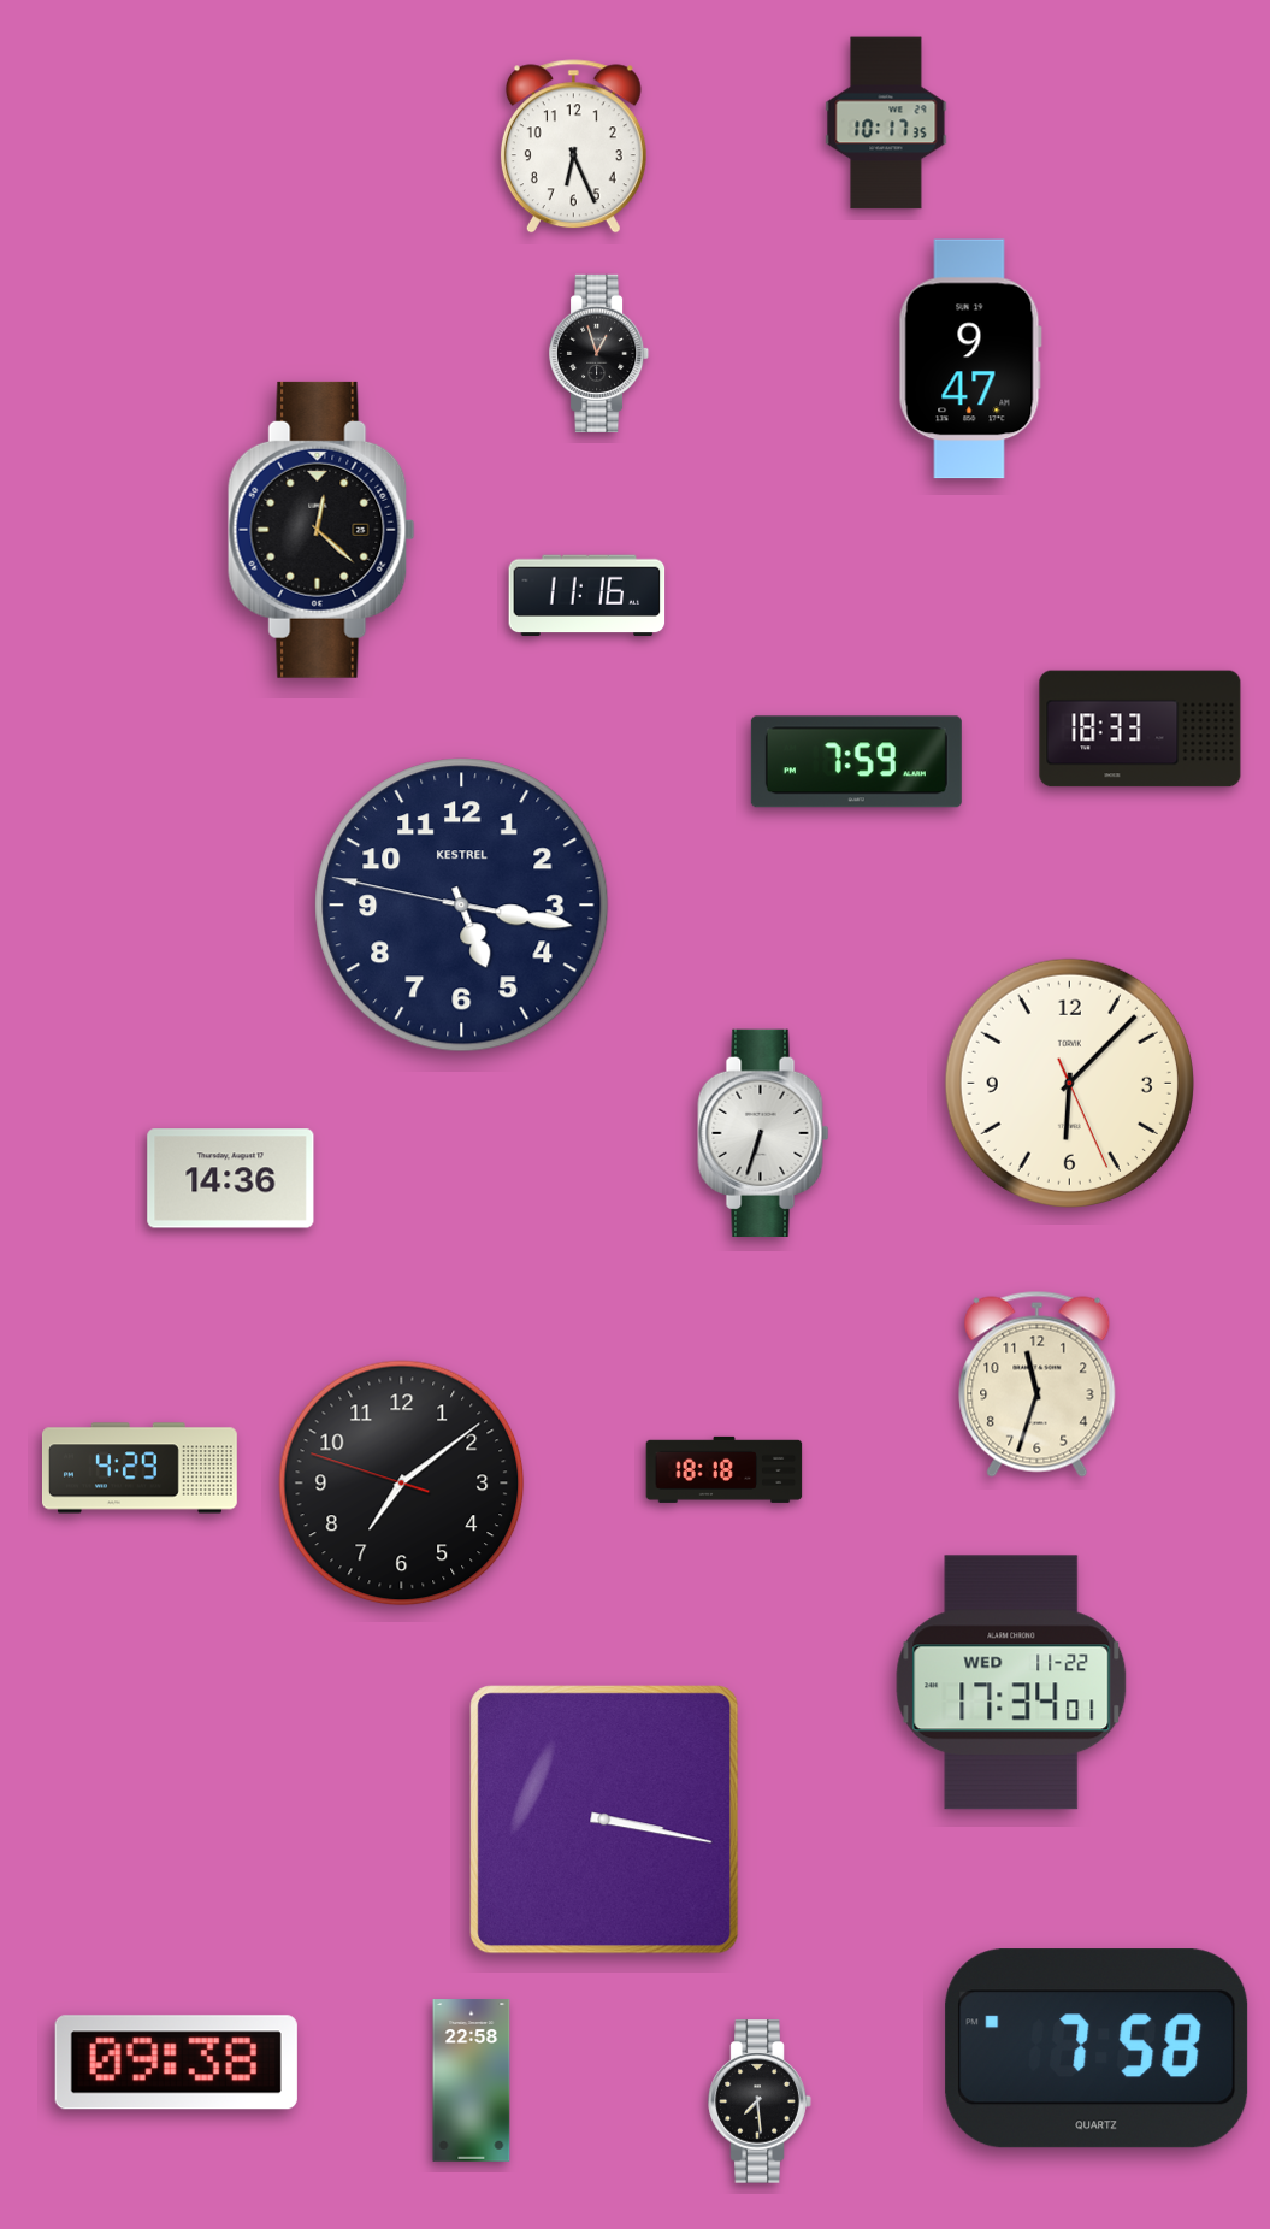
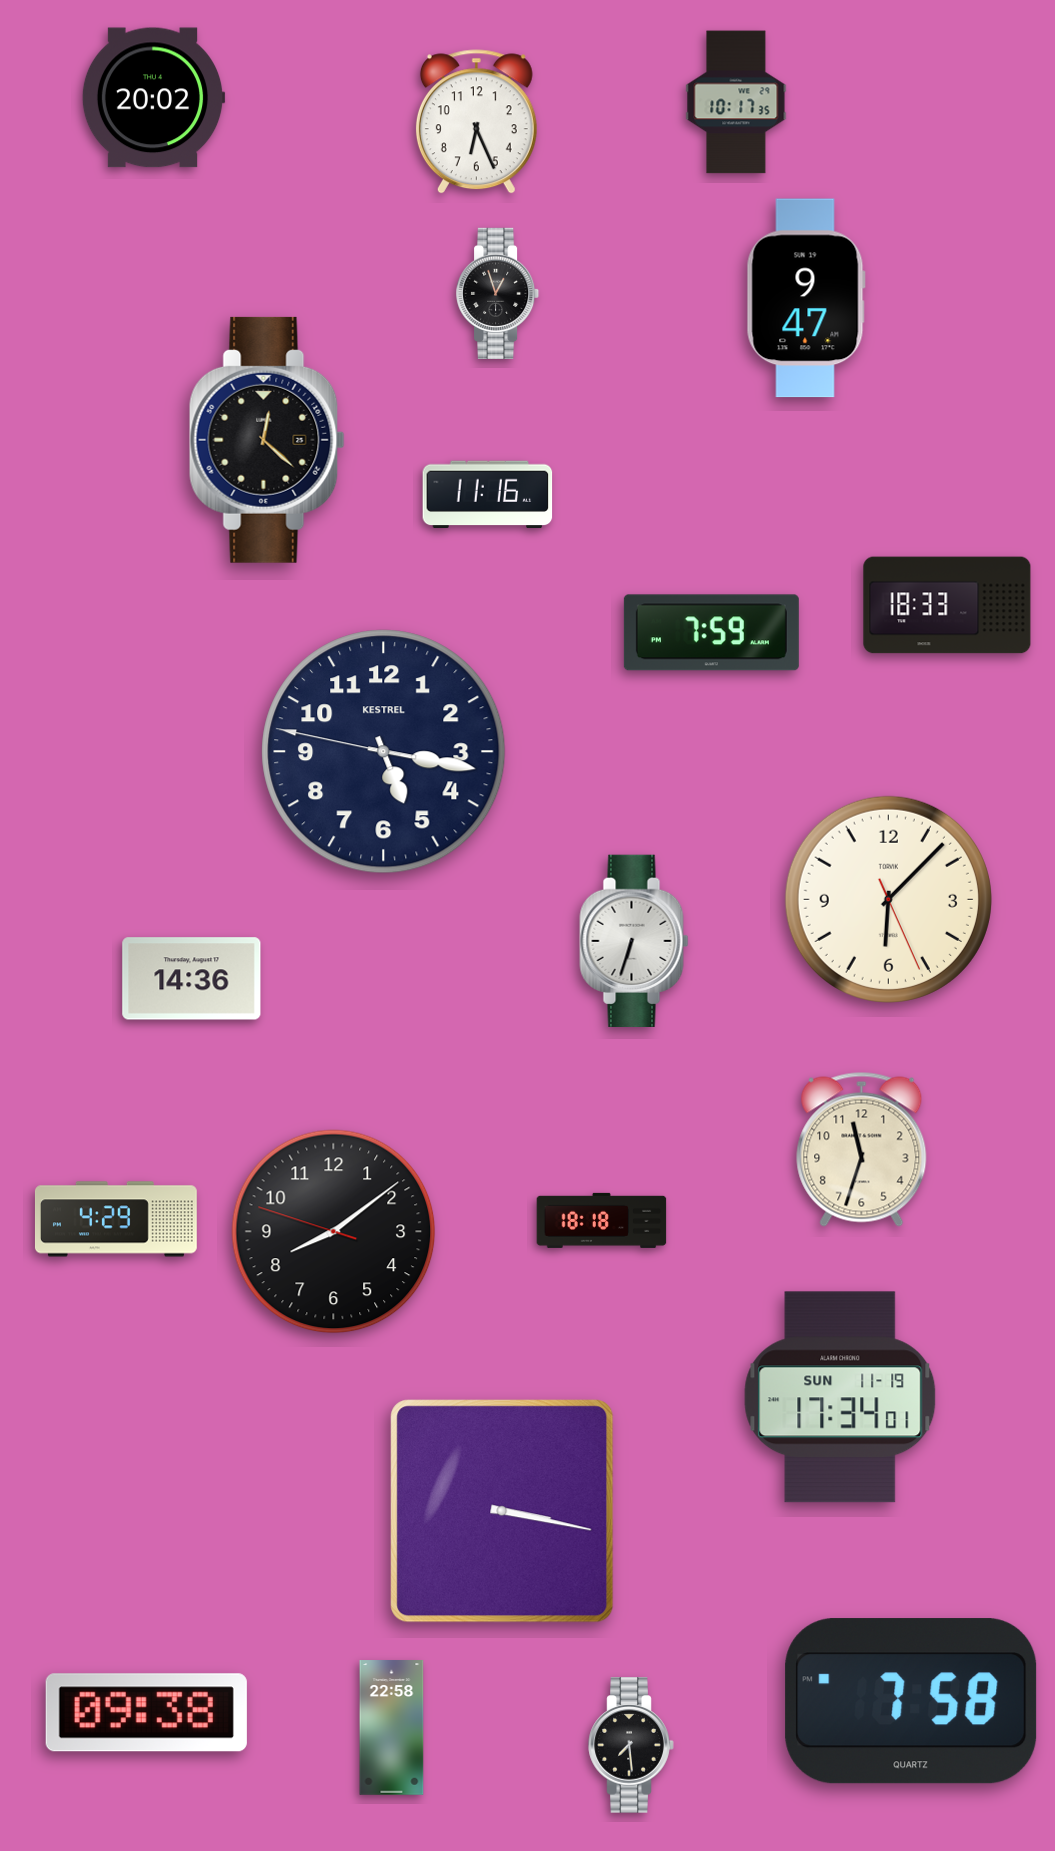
clock at (153, 98): none -> 20:02
clock at (402, 1484): 7:08 -> 8:08
clock at (1011, 1682) date: WED 11-22 -> SUN 11-19
